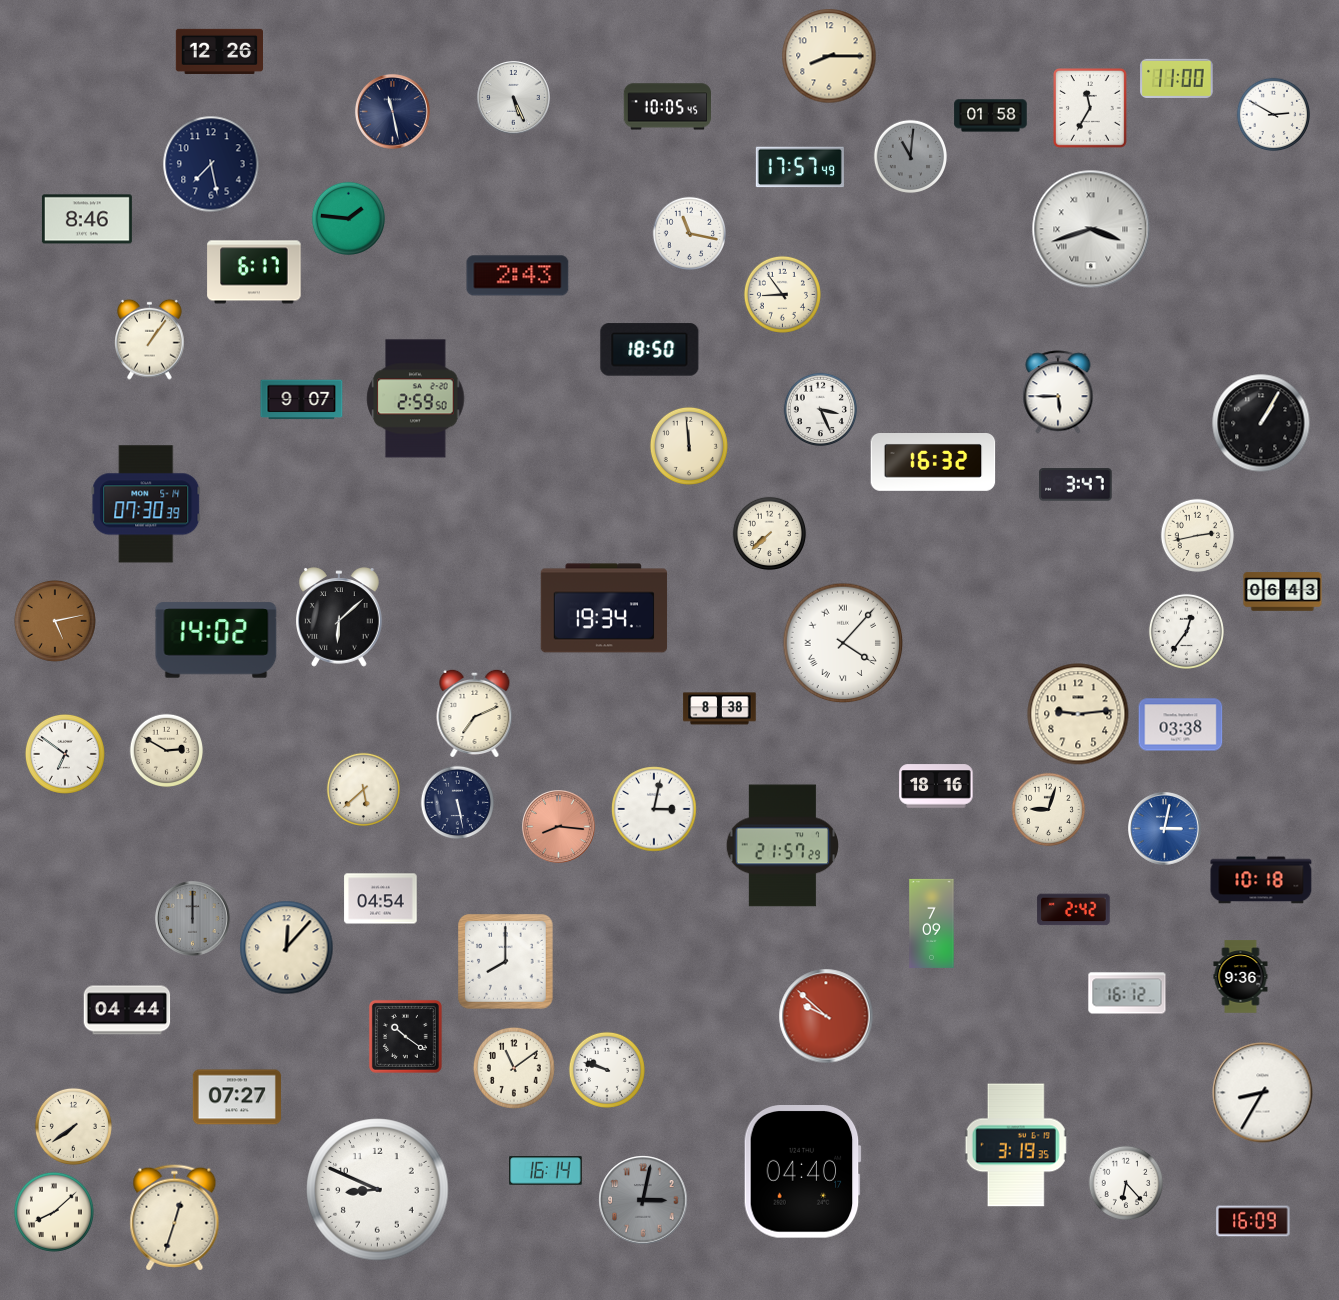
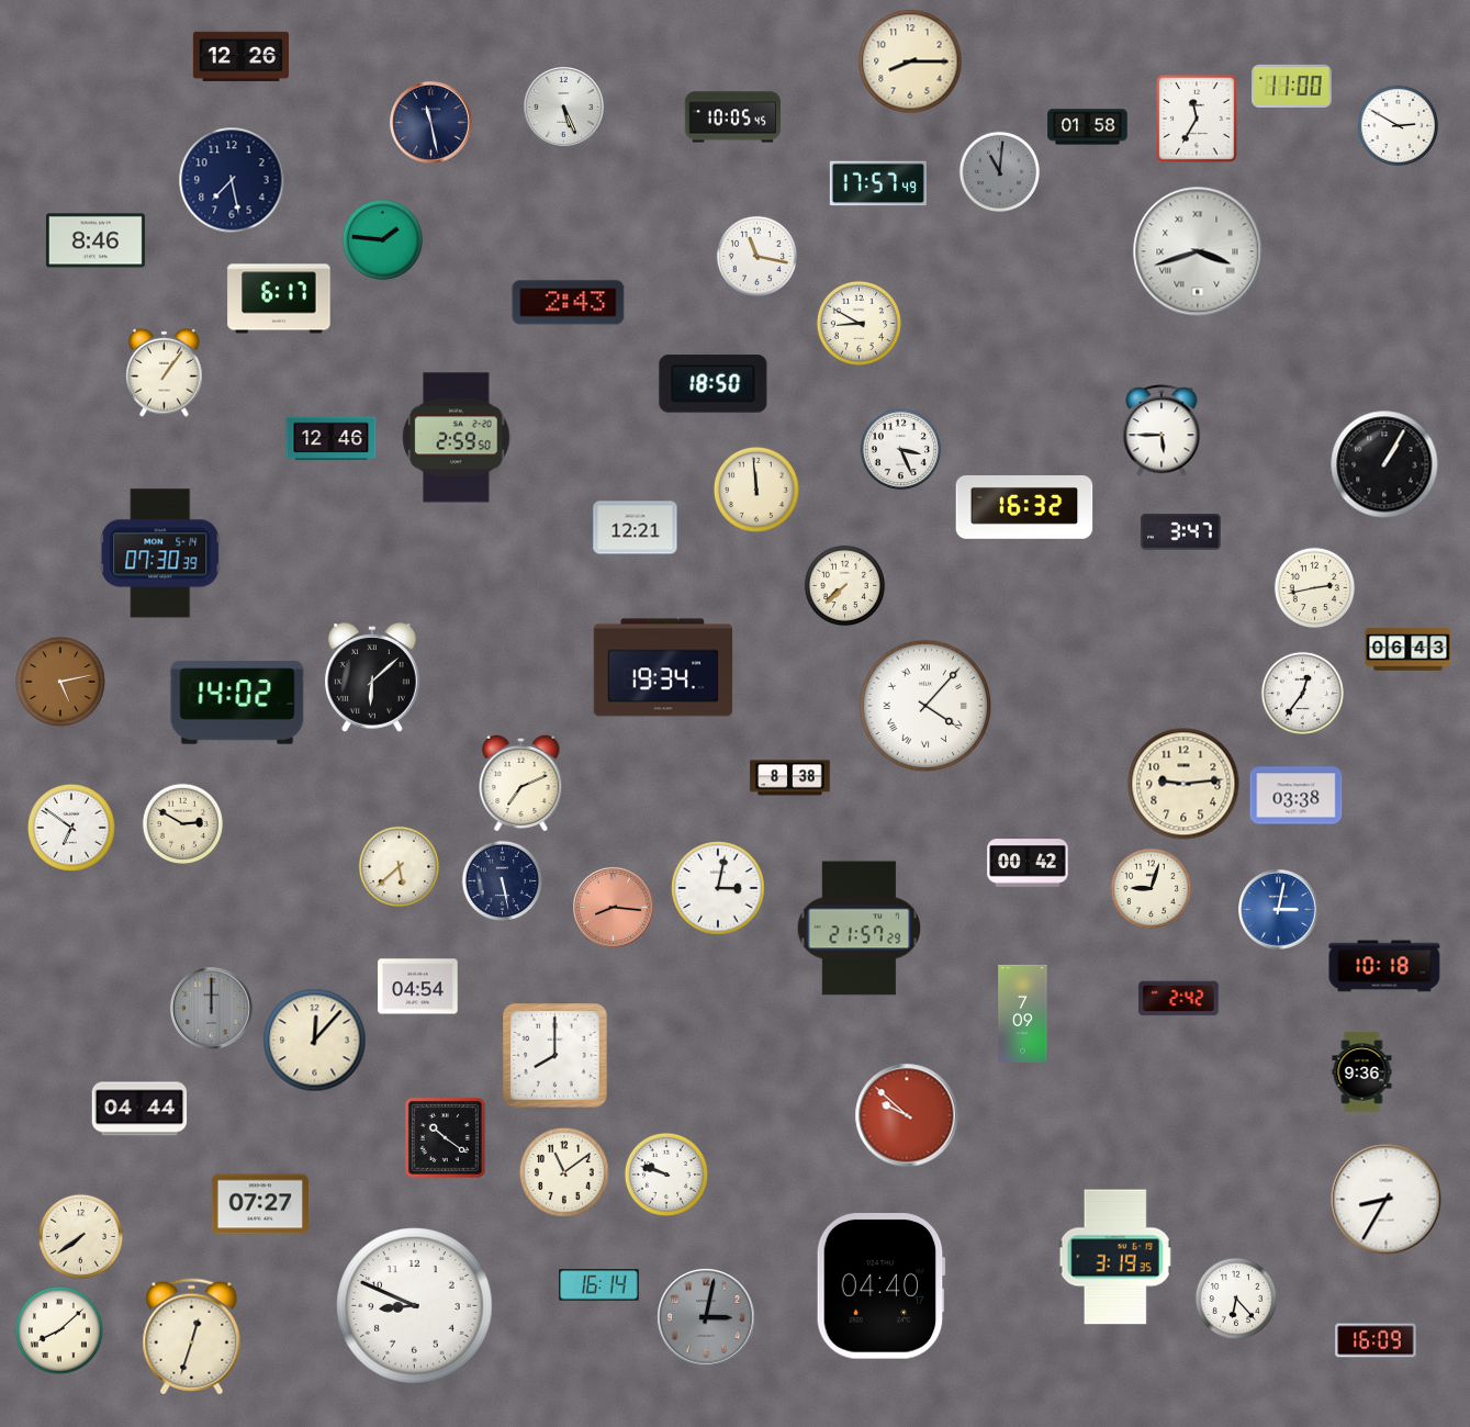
clock at (782, 294): 8:54 -> 8:50
clock at (302, 400): 9:07 -> 12:46
clock at (636, 528): none -> 12:21
clock at (936, 786): 18:16 -> 00:42
clock at (1127, 993): 16:12 -> none
